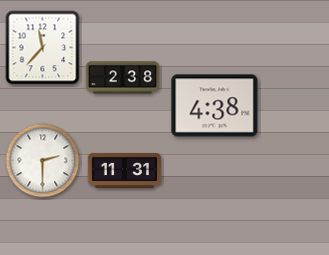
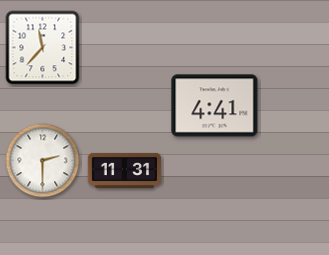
clock at (123, 78): 2:38 -> none
clock at (215, 106): 4:38 -> 4:41
